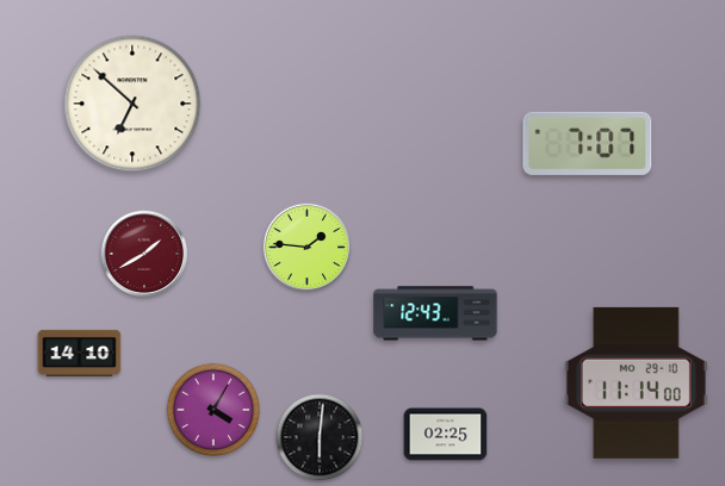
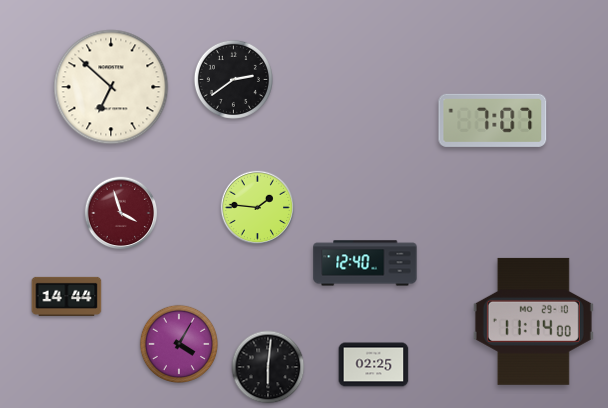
clock at (233, 79): none -> 2:39
clock at (144, 254): 1:40 -> 3:57
clock at (435, 313): 12:43 -> 12:40
clock at (80, 353): 14:10 -> 14:44
